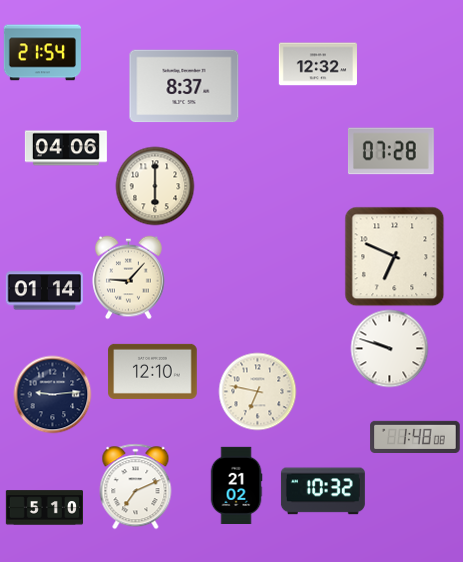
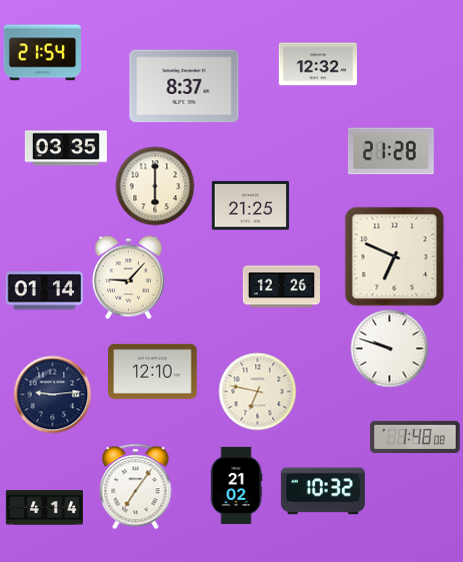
clock at (66, 148): 04:06 -> 03:35
clock at (391, 151): 07:28 -> 21:28
clock at (250, 206): none -> 21:25
clock at (281, 287): none -> 12:26
clock at (136, 486): 7:11 -> 7:06
clock at (44, 508): 5:10 -> 4:14
